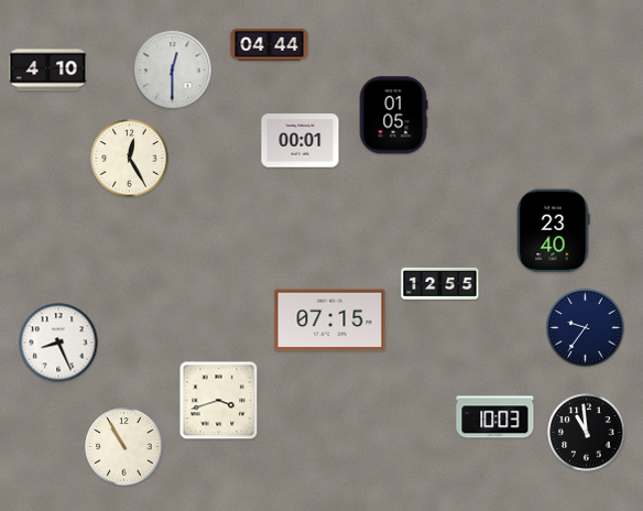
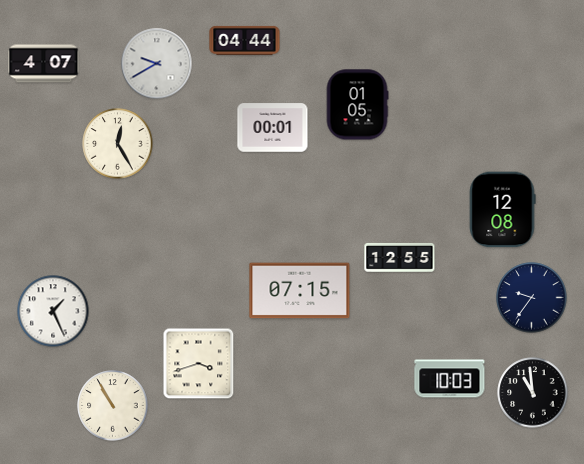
clock at (48, 70): 4:10 -> 4:07
clock at (173, 70): 12:30 -> 9:40
clock at (553, 231): 23:40 -> 12:08
clock at (58, 343): 8:26 -> 1:26
